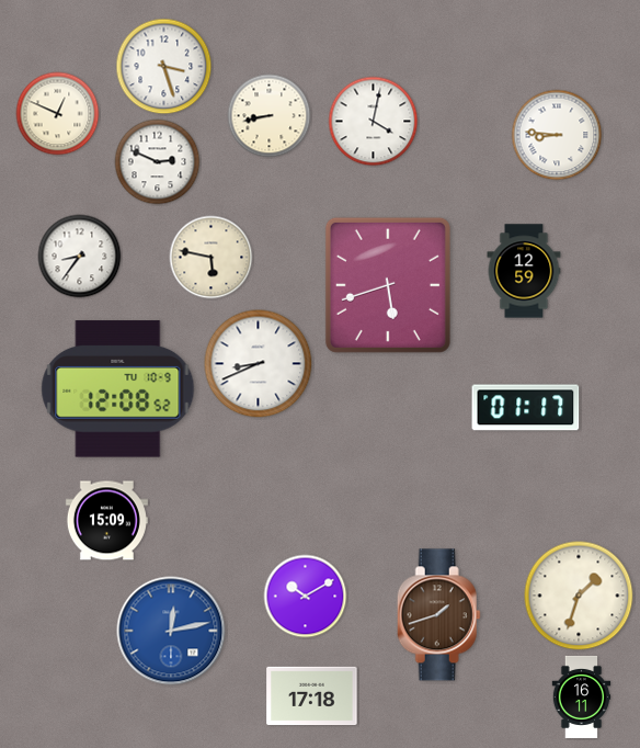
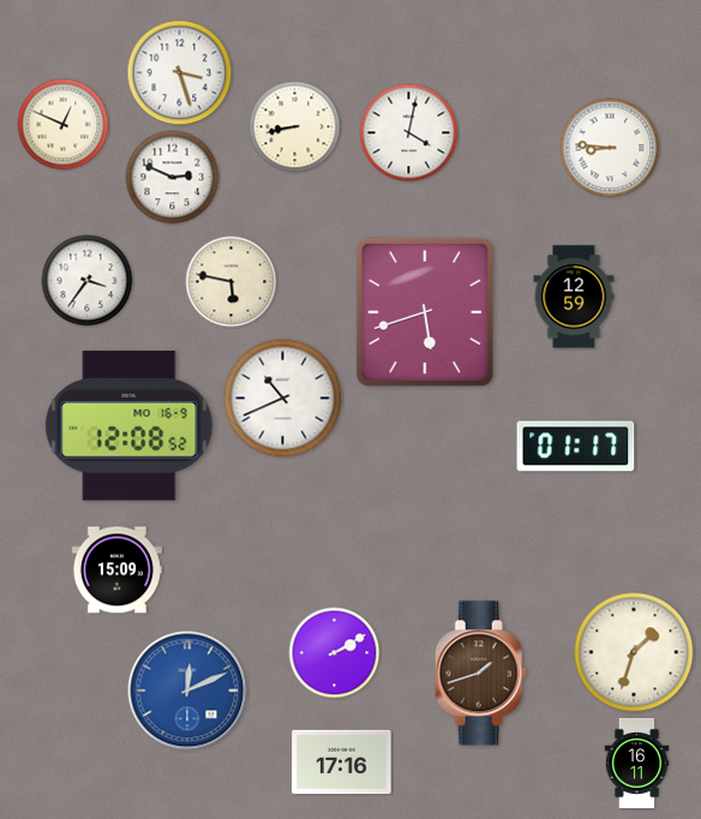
clock at (80, 257): 8:36 -> 3:36
clock at (259, 364): 8:41 -> 10:41
clock at (118, 389) date: TU 10-9 -> MO 16-9
clock at (306, 597): 10:10 -> 2:10
clock at (171, 631): 12:13 -> 12:11
clock at (312, 696): 17:18 -> 17:16
